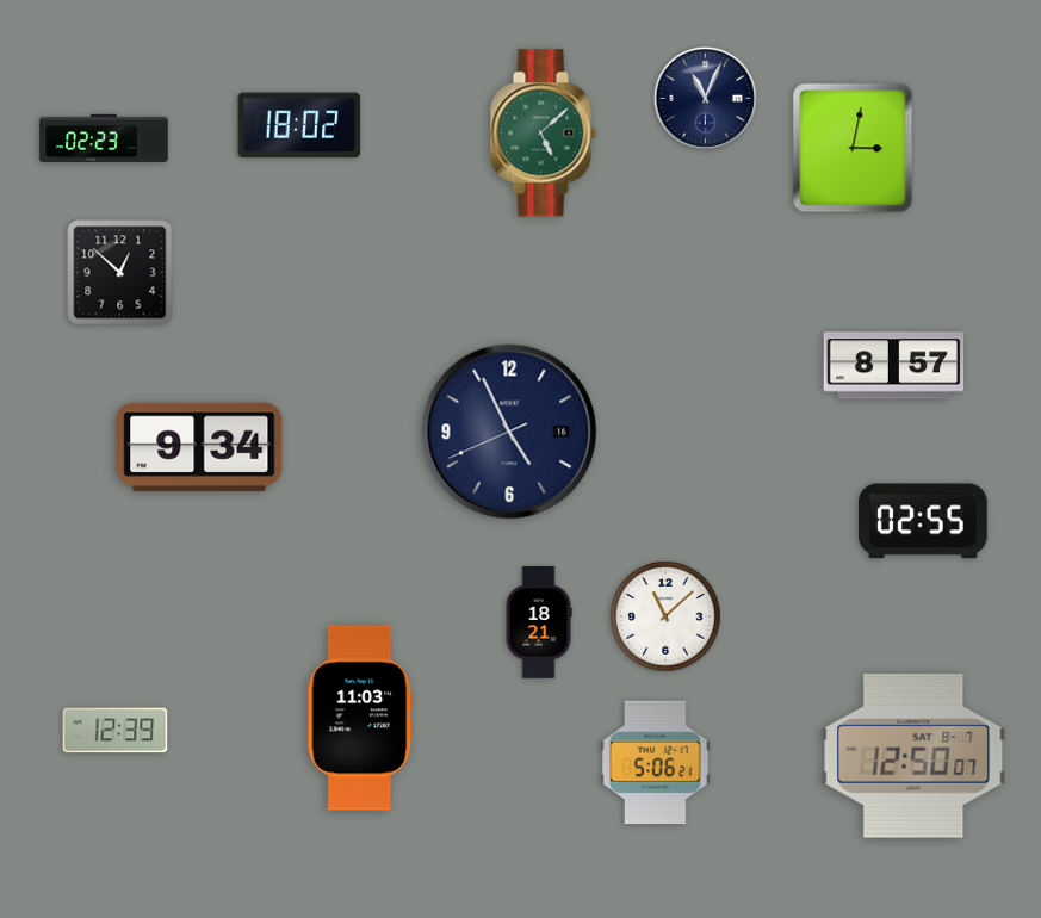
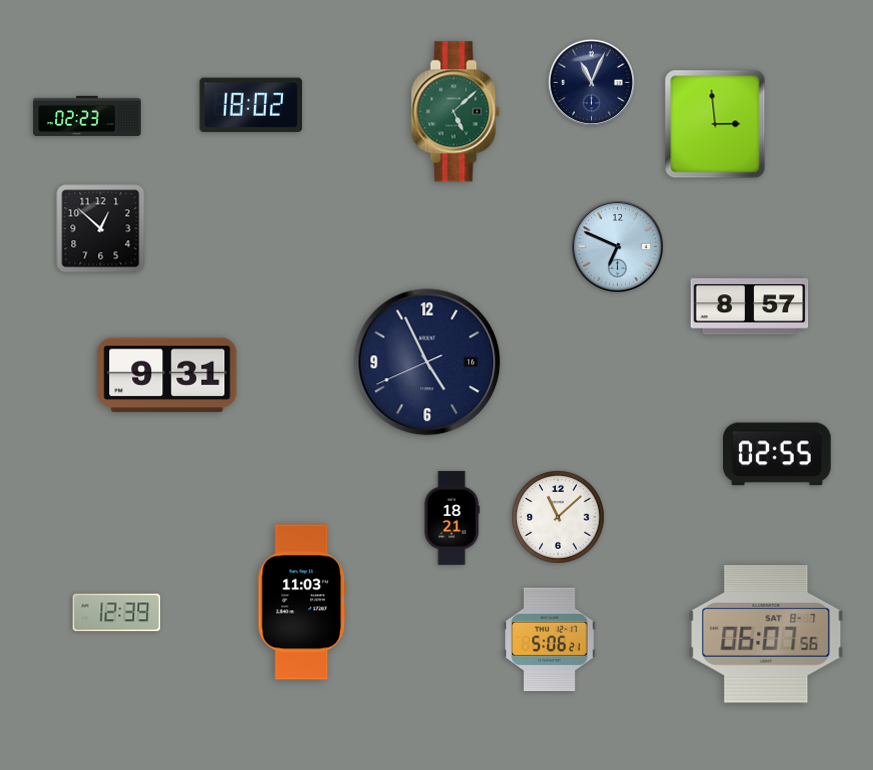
clock at (853, 148): 3:02 -> 2:59
clock at (618, 247): none -> 6:49
clock at (199, 447): 9:34 -> 9:31
clock at (924, 521) position: (924, 521) -> (778, 454)
clock at (539, 622) position: (539, 622) -> (452, 518)
clock at (116, 731) position: (116, 731) -> (117, 613)
clock at (913, 757): 12:50 -> 06:07
